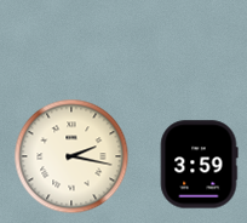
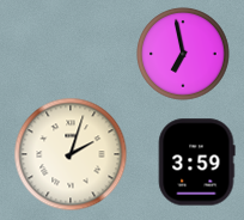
clock at (183, 54): none -> 6:58
clock at (71, 156): 2:17 -> 2:03
